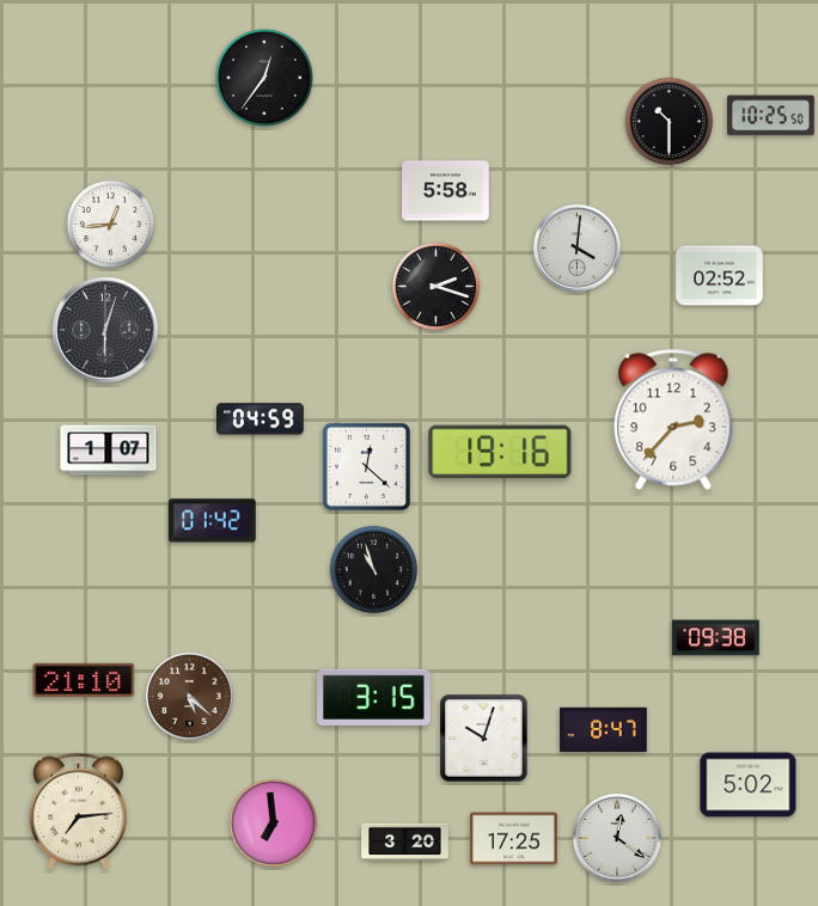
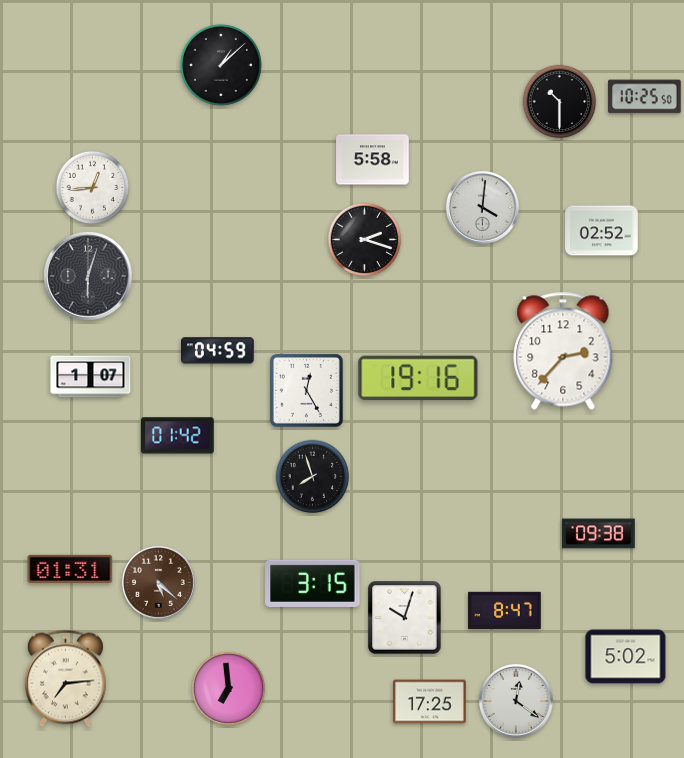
clock at (264, 78): 12:36 -> 1:08
clock at (366, 466): 12:22 -> 12:25
clock at (374, 570): 10:57 -> 7:57
clock at (84, 680): 21:10 -> 01:31
clock at (405, 843): 3:20 -> none
